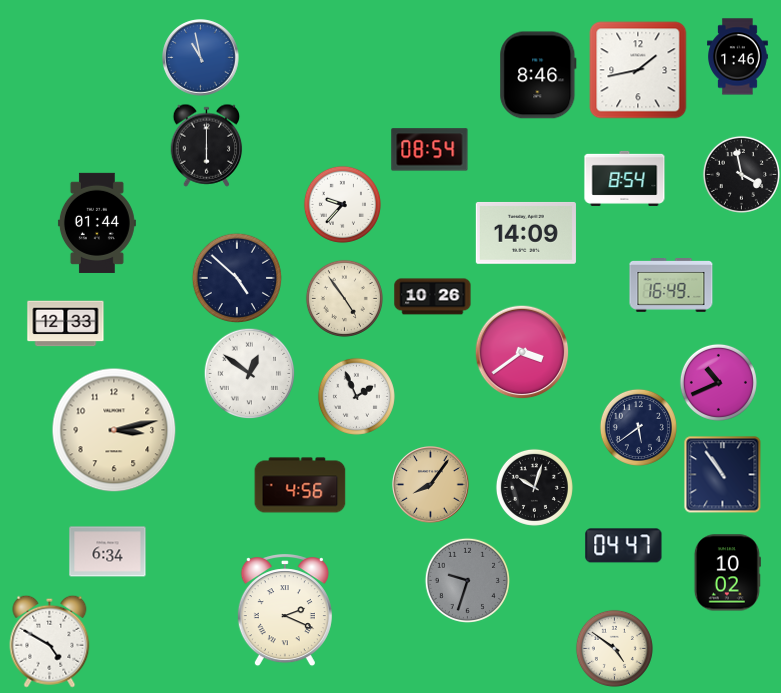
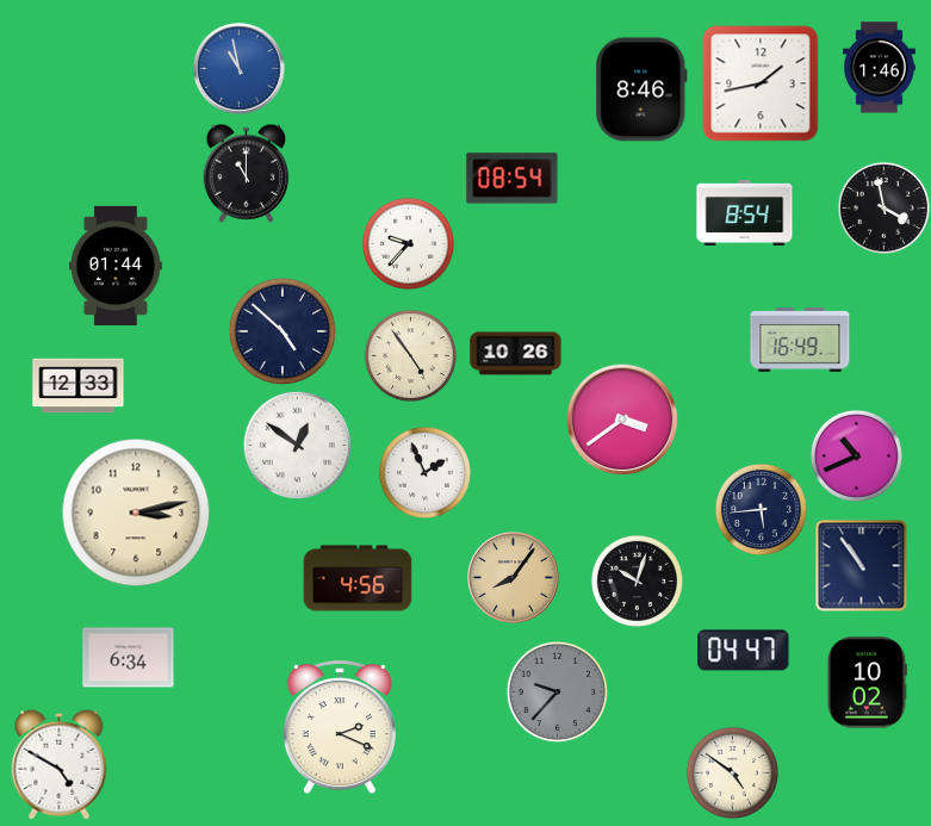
clock at (207, 145): 6:00 -> 11:00
clock at (526, 233): 14:09 -> none
clock at (638, 427): 5:39 -> 5:44
clock at (467, 580): 9:33 -> 9:37
